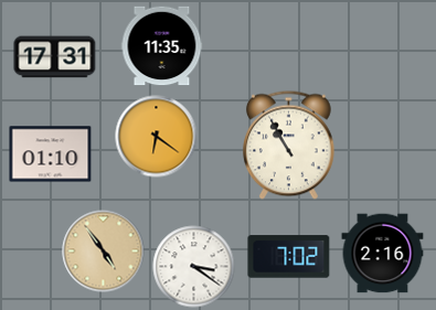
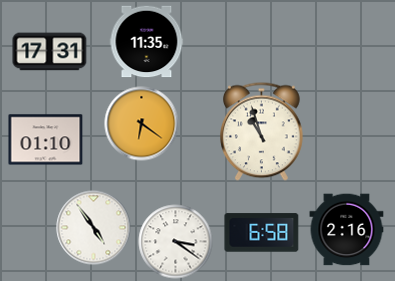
clock at (289, 146): 10:55 -> 10:57
clock at (104, 252) dial: champagne -> white
clock at (289, 257): 7:02 -> 6:58
